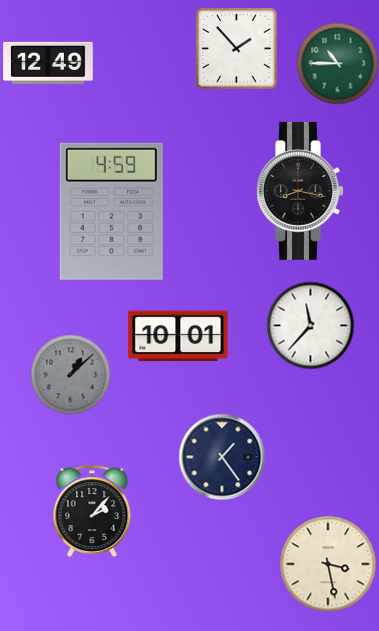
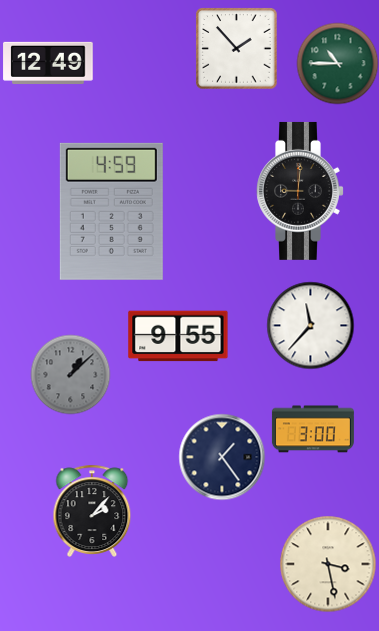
clock at (300, 191): 8:17 -> 9:01
clock at (178, 336): 10:01 -> 9:55
clock at (313, 429): none -> 3:00
